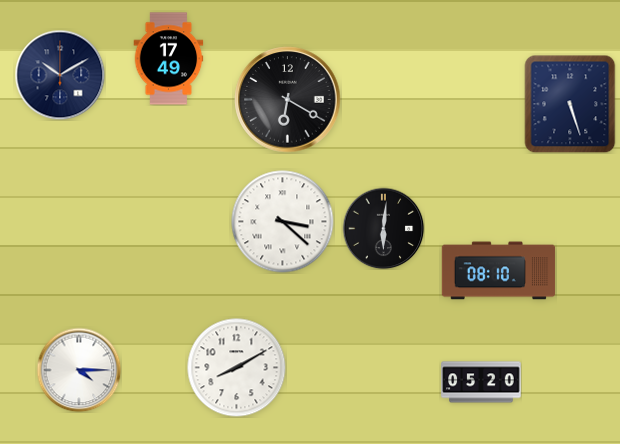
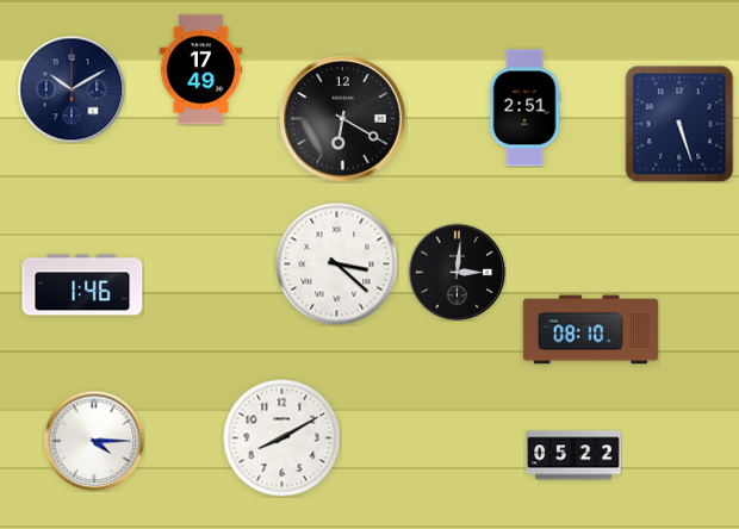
clock at (524, 108): none -> 2:51
clock at (383, 228): 6:01 -> 3:01
clock at (82, 285): none -> 1:46
clock at (499, 271) position: (499, 271) -> (591, 330)
clock at (481, 382): 05:20 -> 05:22
